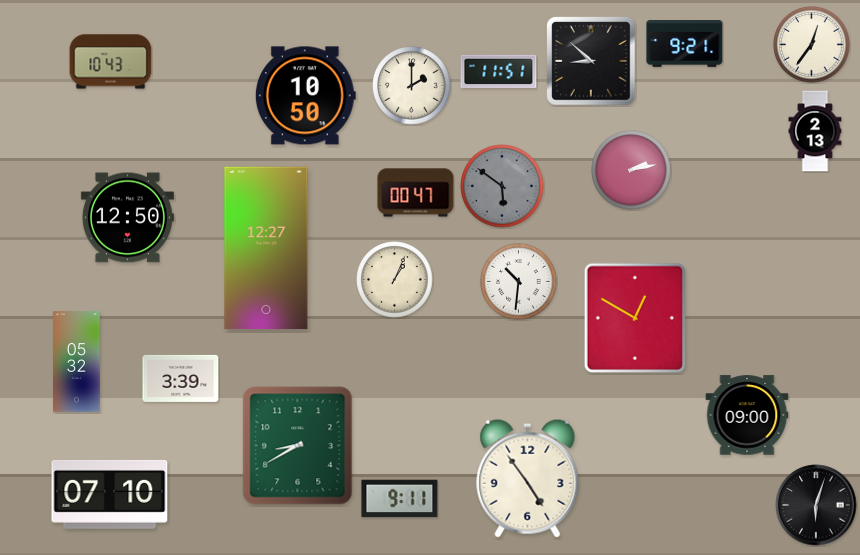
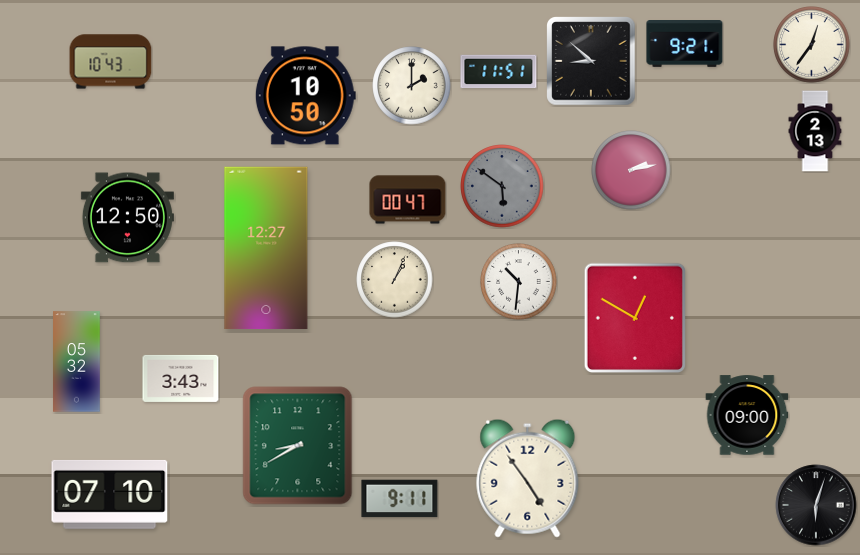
clock at (416, 193) position: (416, 193) -> (408, 200)
clock at (181, 378): 3:39 -> 3:43
